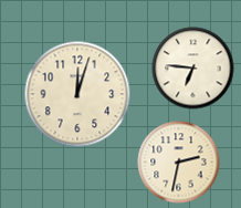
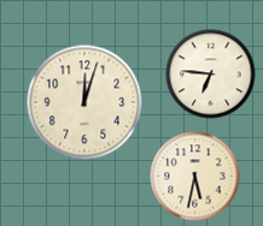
clock at (179, 163): 2:32 -> 5:32
